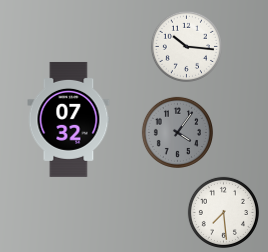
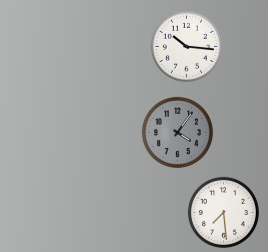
clock at (69, 119): 07:32 -> none
